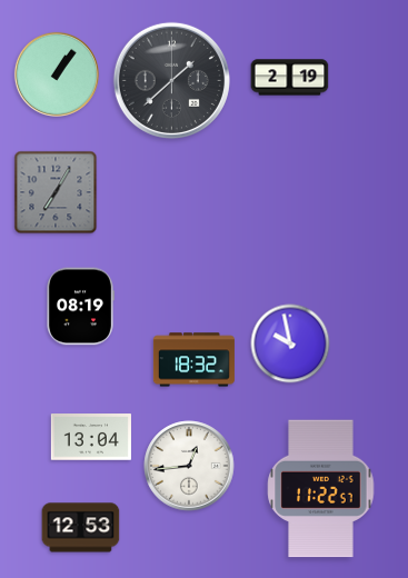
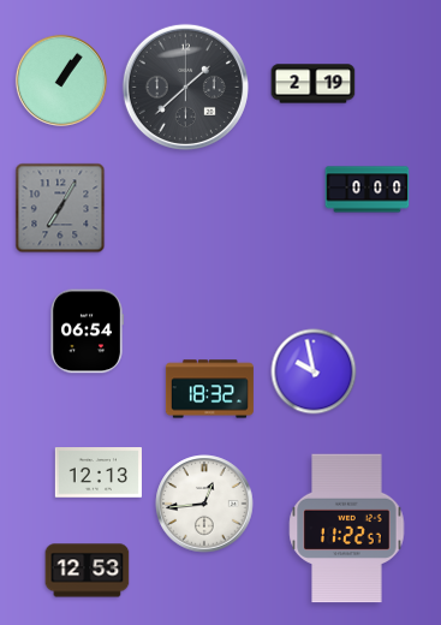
clock at (368, 190): none -> 0:00
clock at (81, 307): 08:19 -> 06:54
clock at (90, 437): 13:04 -> 12:13
